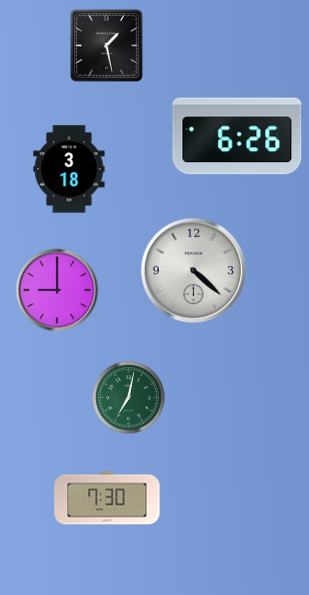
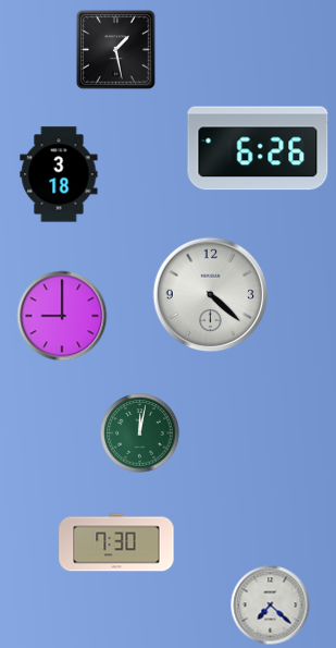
clock at (69, 169) position: (69, 169) -> (59, 174)
clock at (129, 398): 7:02 -> 12:02
clock at (271, 606): none -> 7:22
